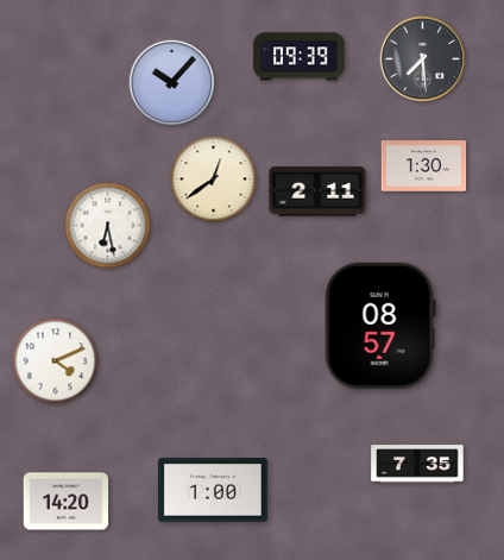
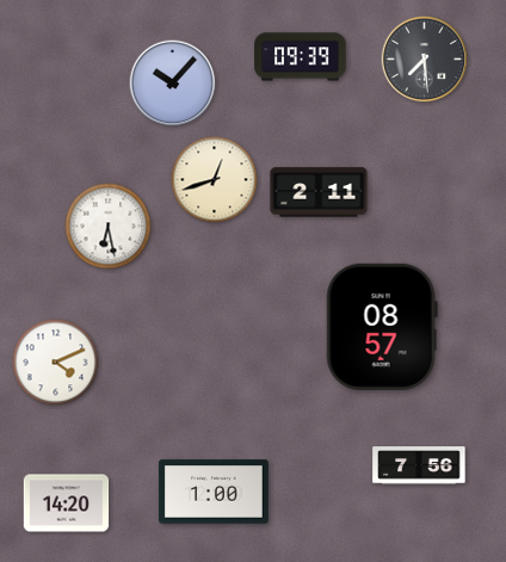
clock at (424, 166): 1:30 -> none
clock at (214, 180): 12:39 -> 12:42
clock at (417, 464): 7:35 -> 7:56
